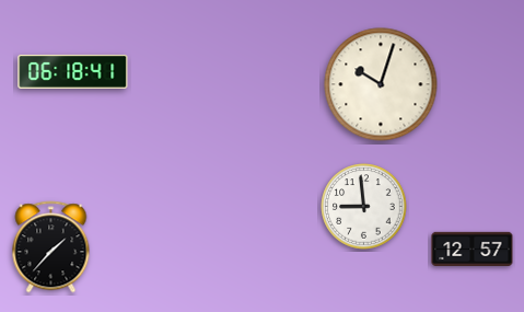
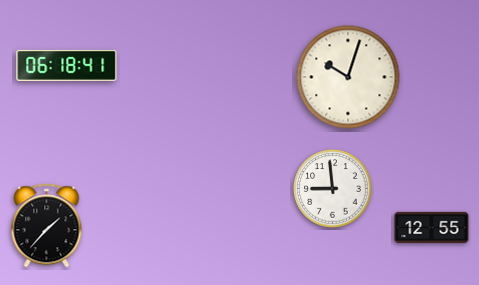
clock at (473, 249): 12:57 -> 12:55
